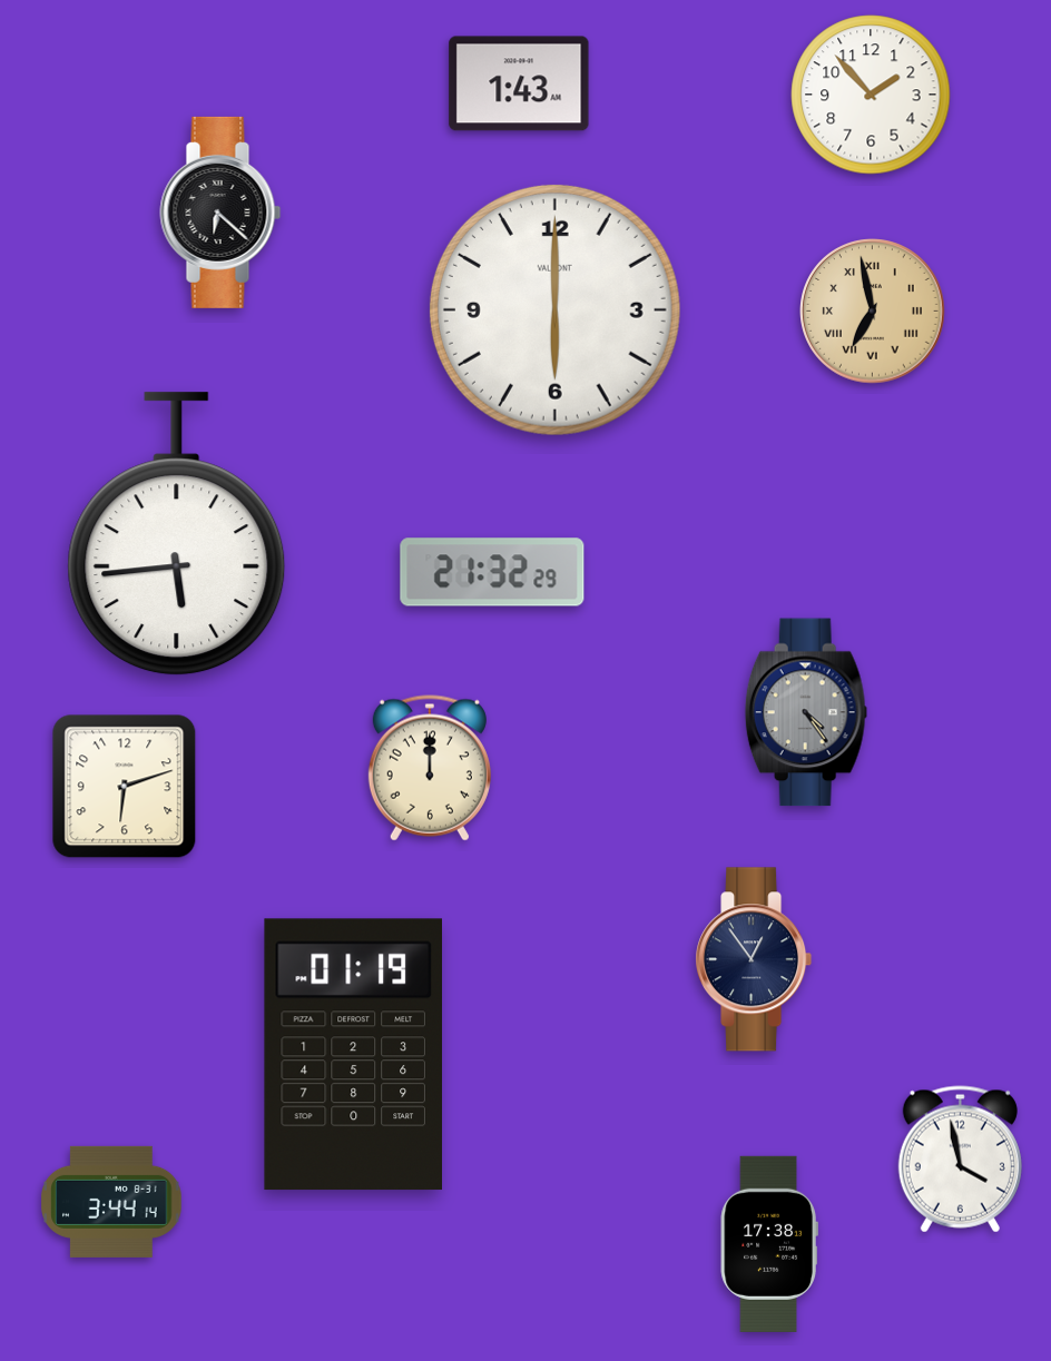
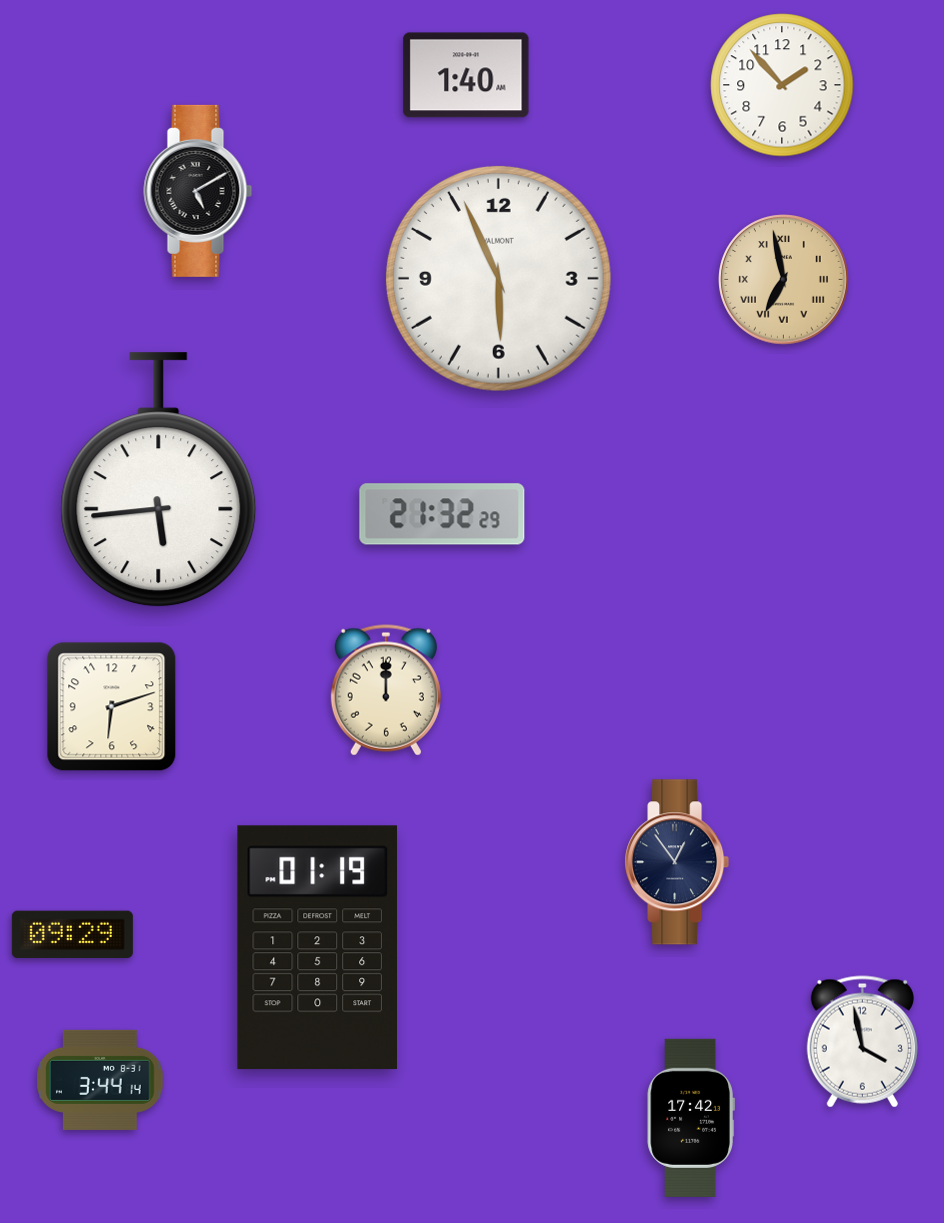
clock at (519, 83): 1:43 -> 1:40
clock at (220, 213): 6:22 -> 5:10
clock at (554, 309): 6:00 -> 5:56
clock at (806, 712): 4:24 -> none
clock at (72, 935): none -> 09:29
clock at (769, 1244): 17:38 -> 17:42
